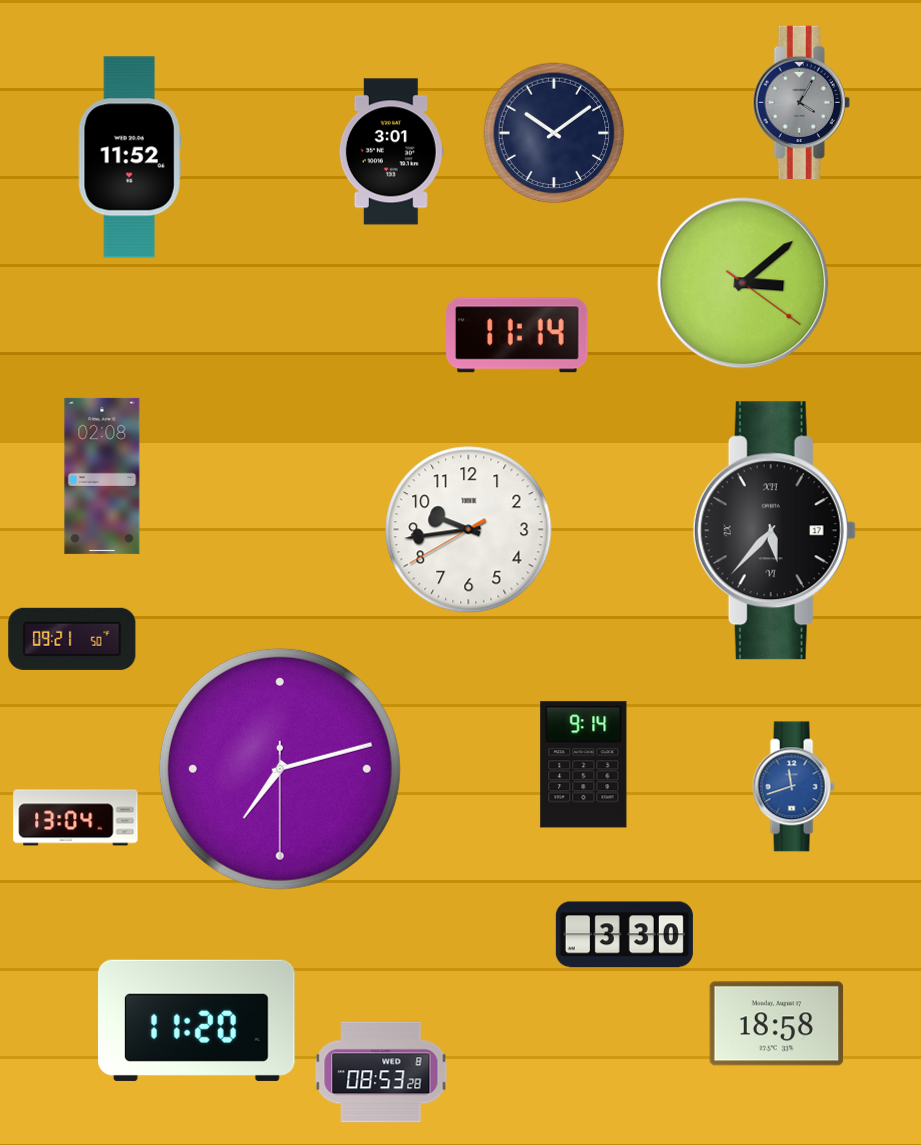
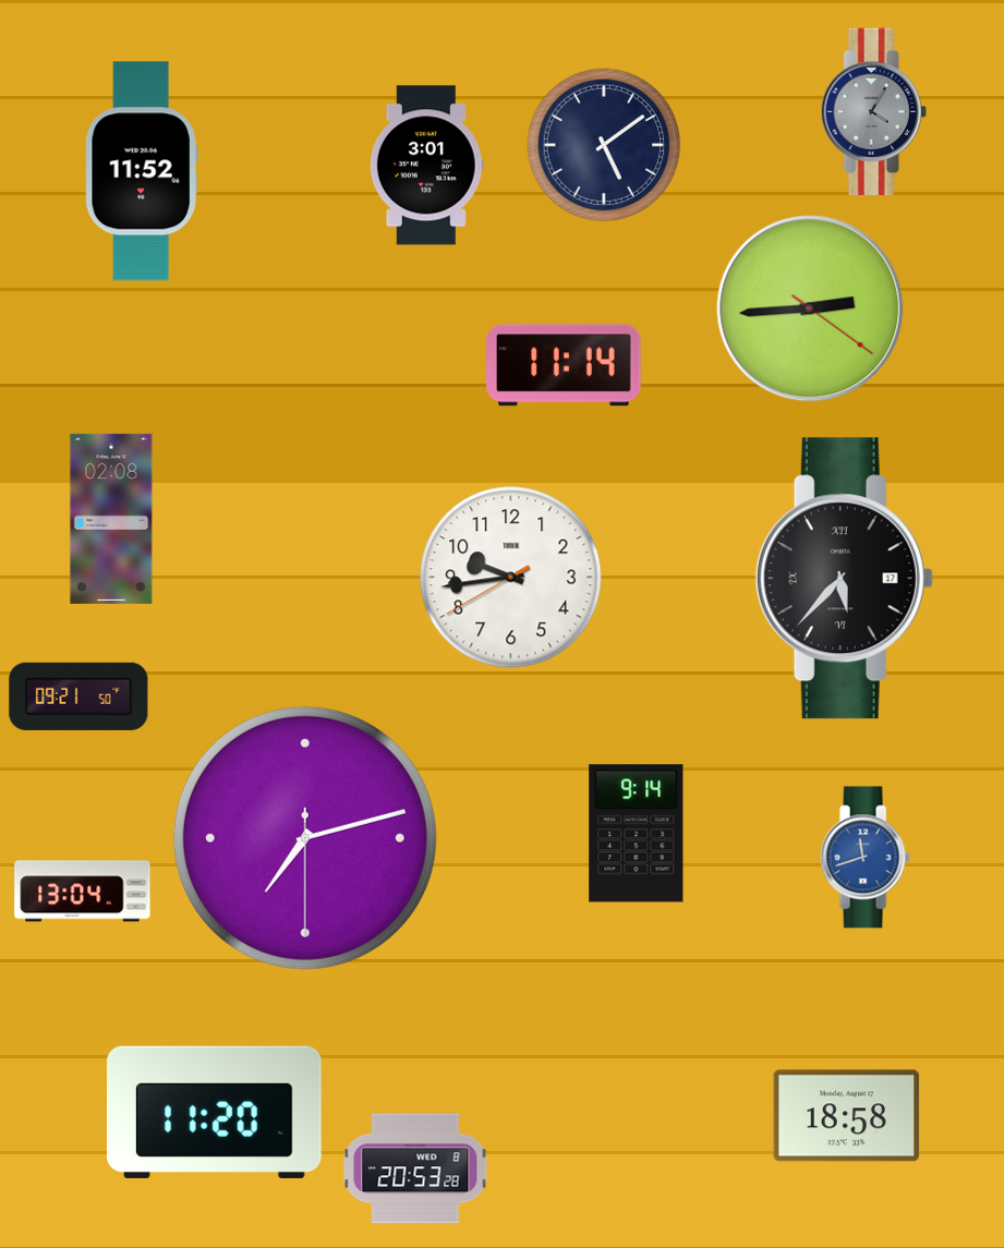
clock at (554, 133): 10:09 -> 5:09
clock at (743, 283): 3:08 -> 2:44
clock at (624, 935): 3:30 -> none
clock at (381, 1072): 08:53 -> 20:53
